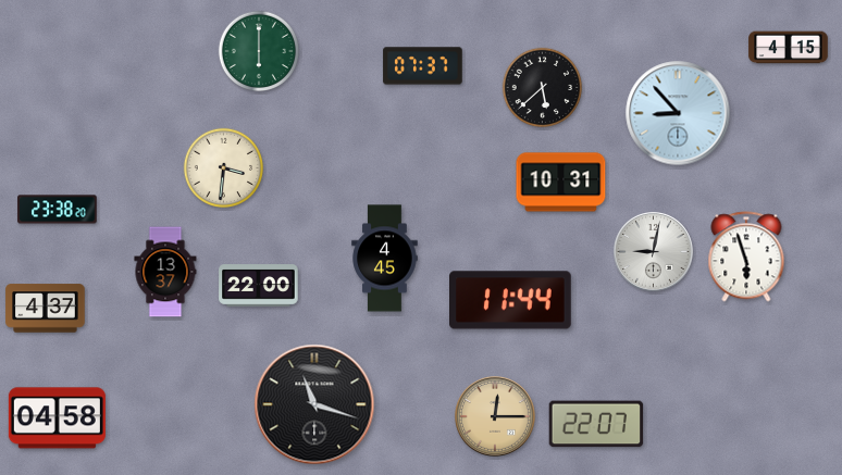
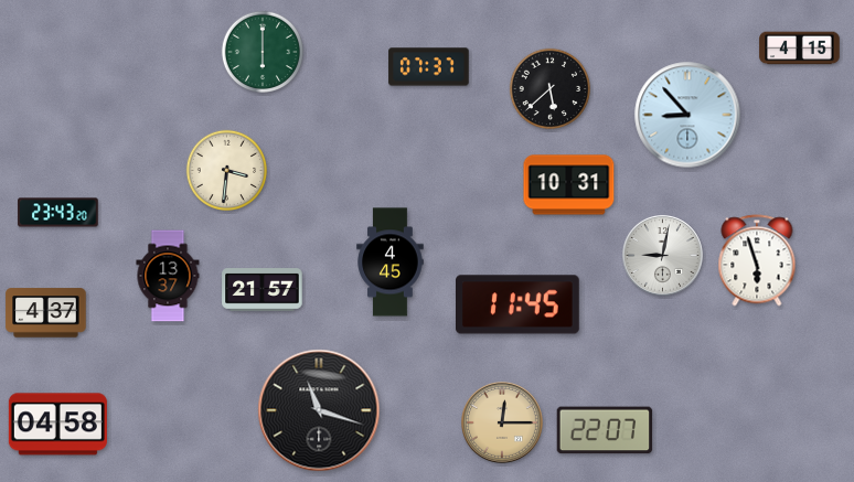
clock at (58, 210): 23:38 -> 23:43
clock at (259, 286): 22:00 -> 21:57
clock at (511, 300): 11:44 -> 11:45
